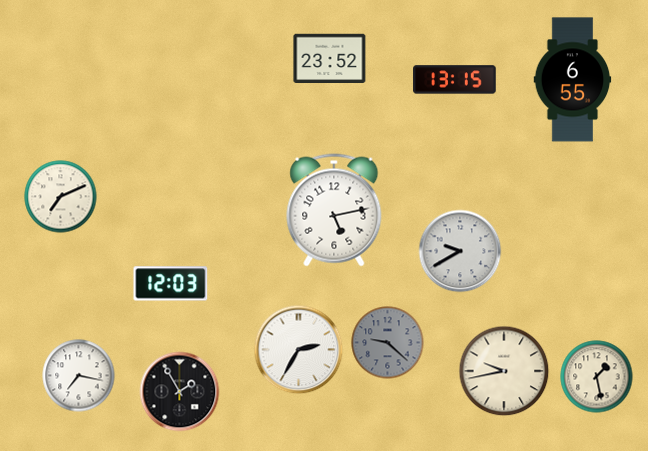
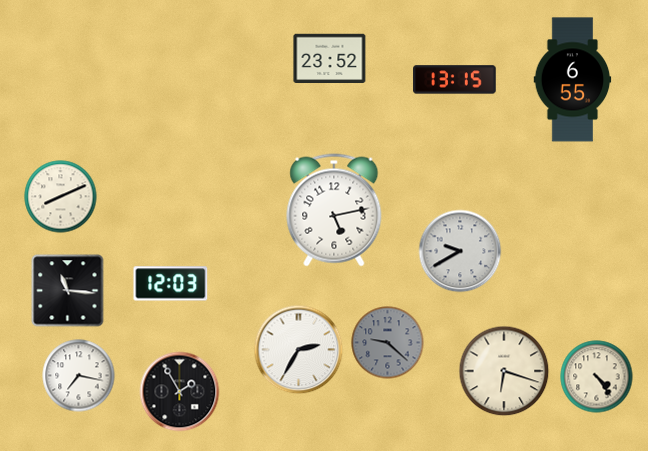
clock at (61, 197): 7:11 -> 8:11
clock at (68, 291): none -> 11:16
clock at (504, 371): 9:43 -> 6:18
clock at (597, 377): 1:28 -> 4:24
